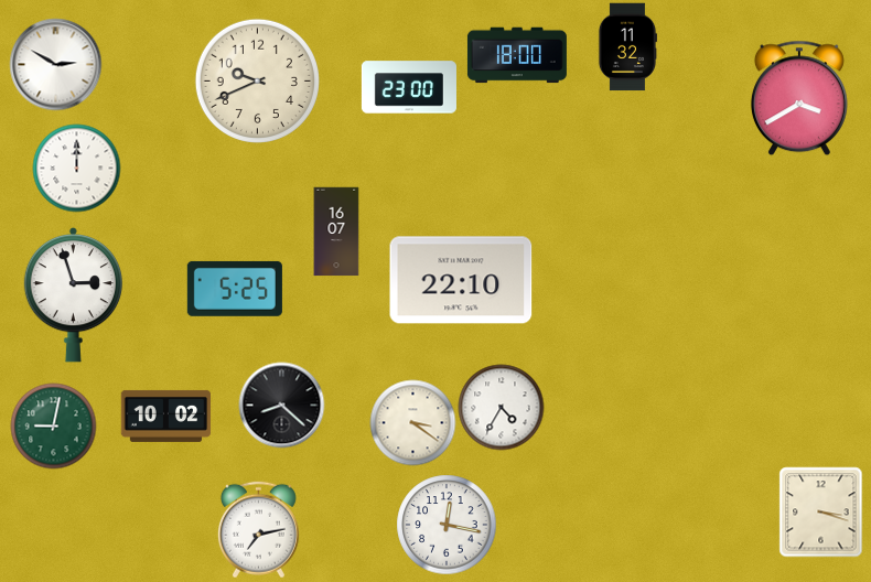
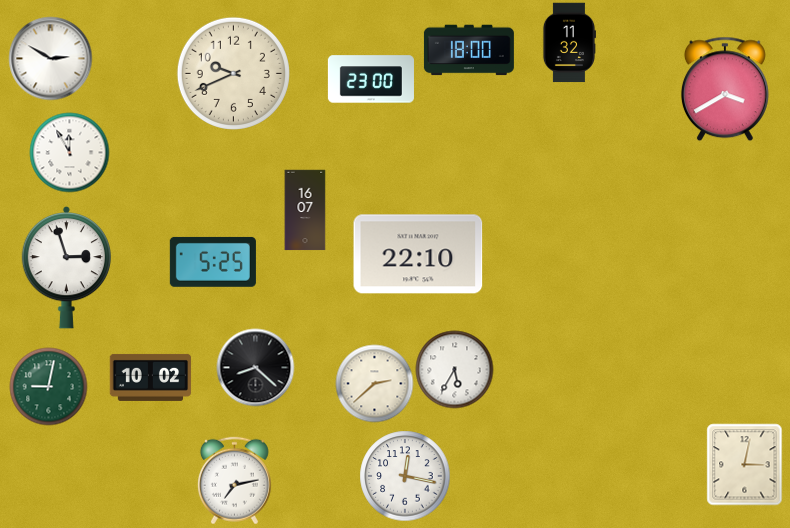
clock at (76, 168): 12:00 -> 11:55
clock at (501, 407): 4:35 -> 5:35
clock at (412, 422): 3:21 -> 2:38
clock at (821, 511): 3:18 -> 3:02
